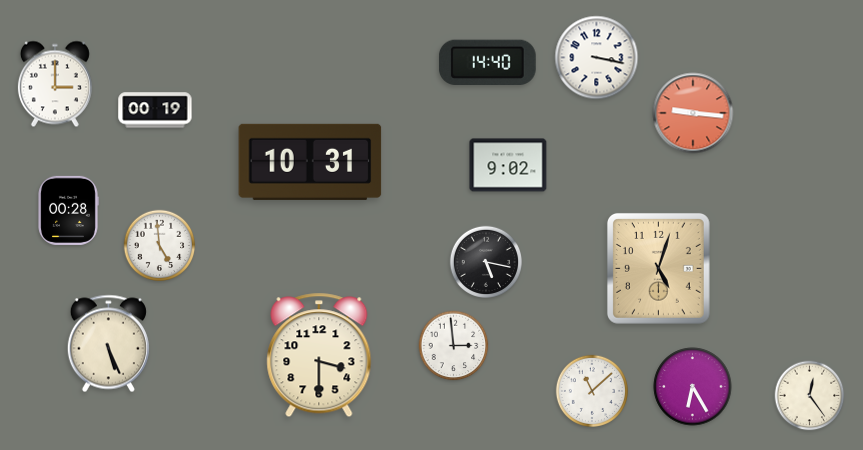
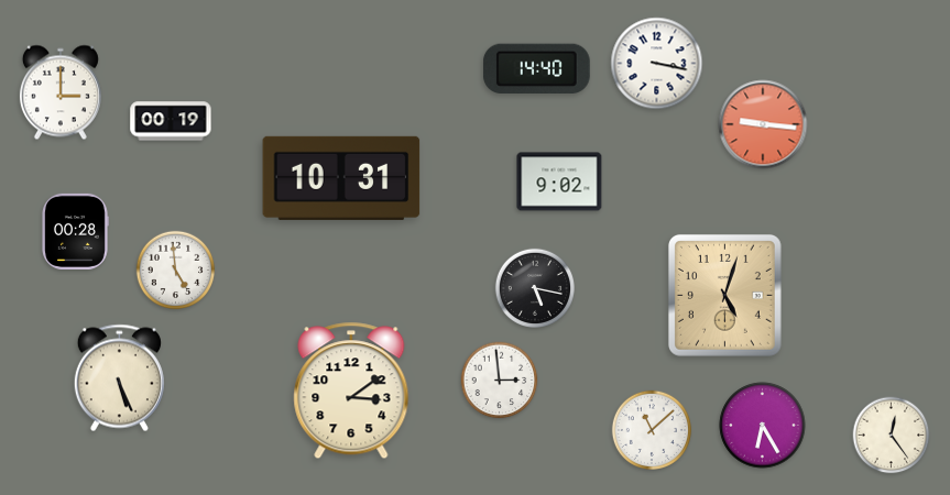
clock at (319, 355): 3:30 -> 3:09
